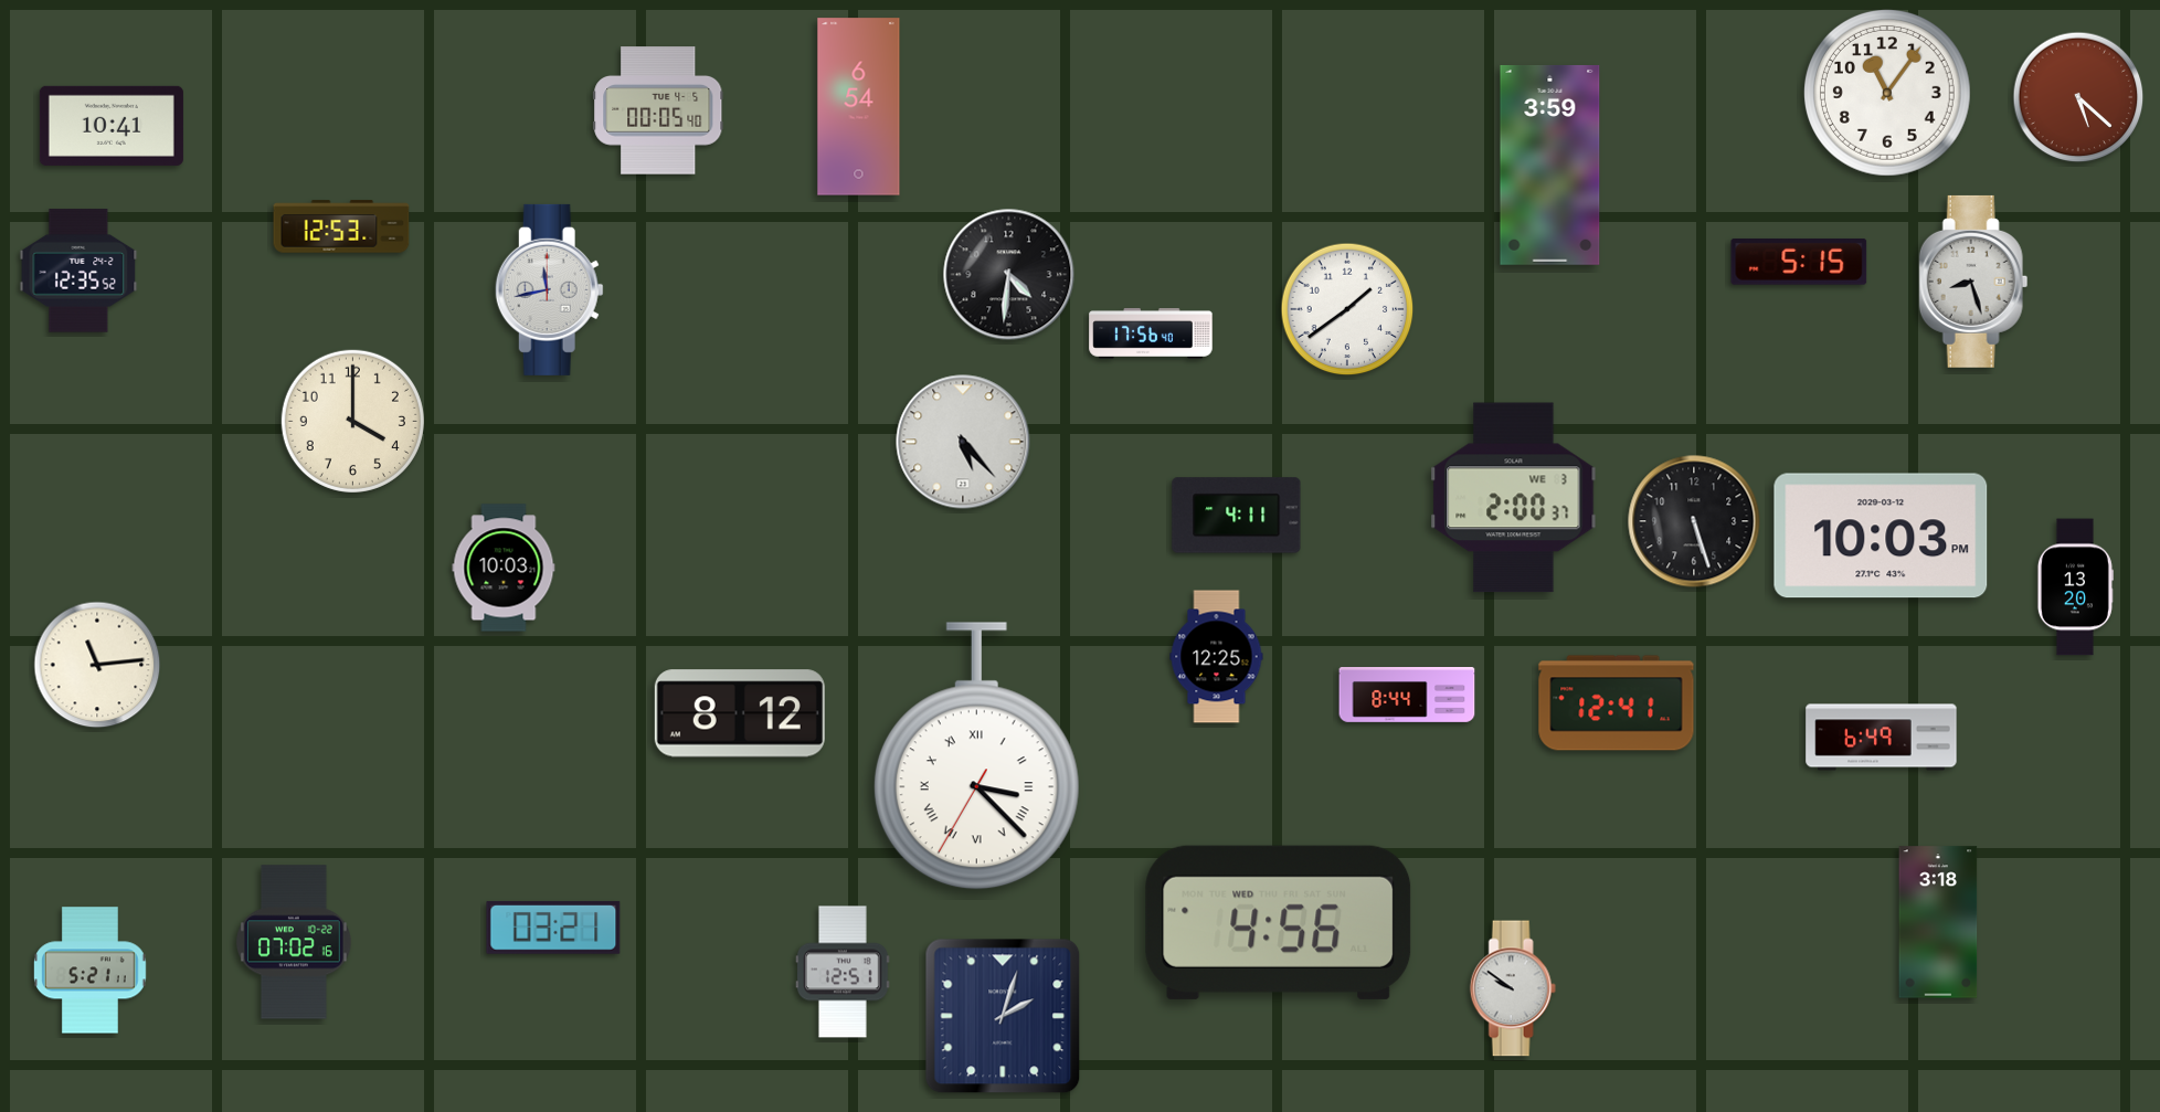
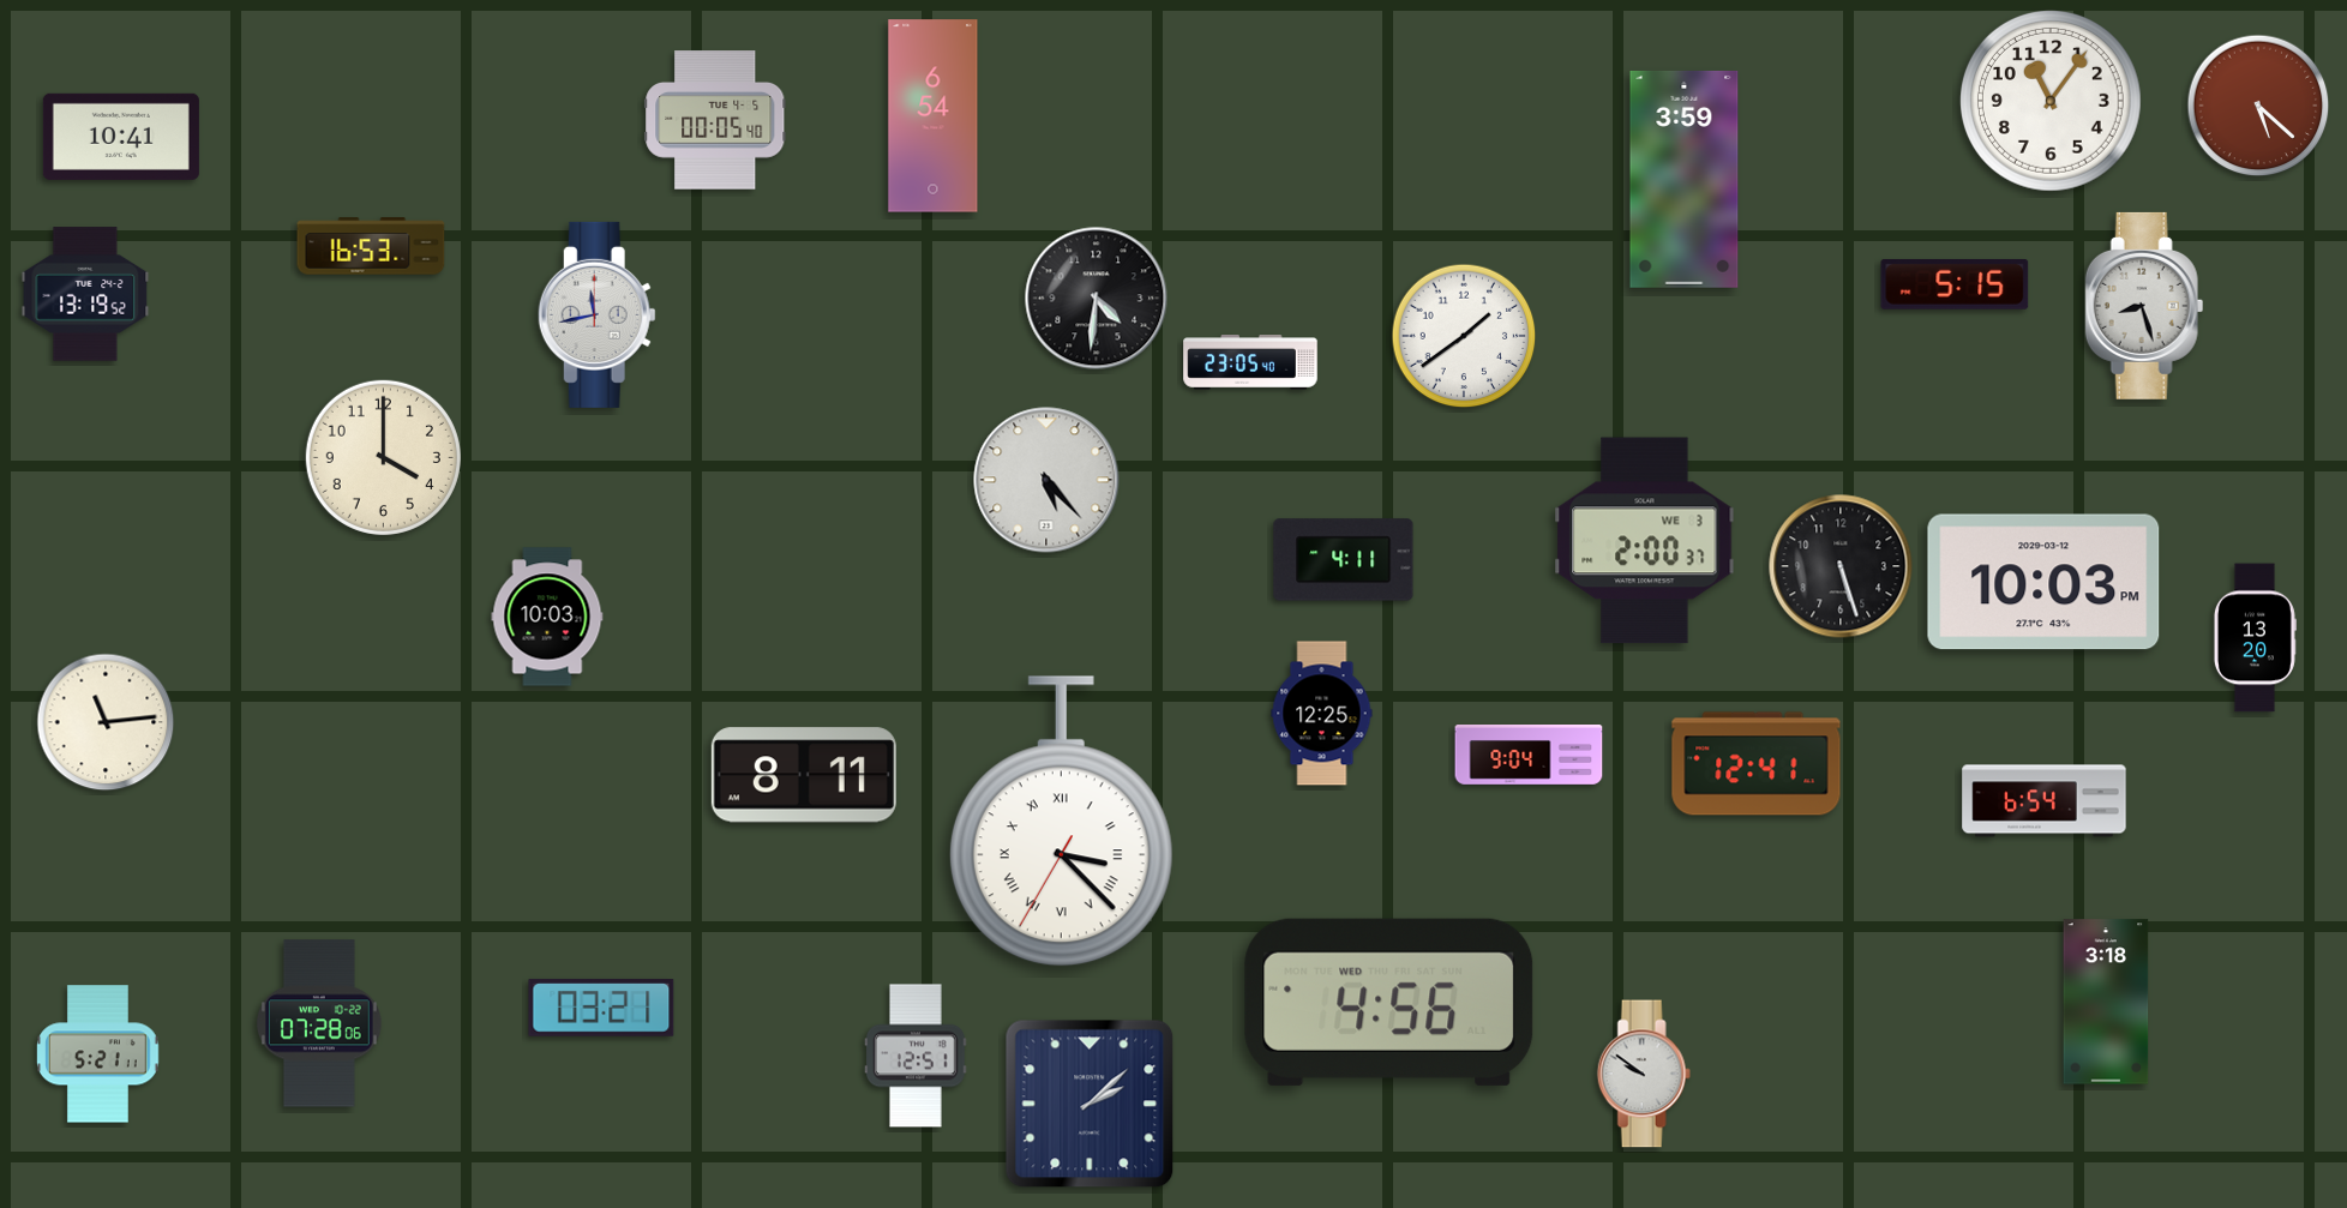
clock at (341, 226): 12:53 -> 16:53
clock at (78, 271): 12:35 -> 13:19
clock at (1151, 333): 17:56 -> 23:05
clock at (1407, 696): 8:44 -> 9:04
clock at (740, 713): 8:12 -> 8:11
clock at (1882, 738): 6:49 -> 6:54
clock at (294, 942): 07:02 -> 07:28
clock at (1003, 1016): 2:03 -> 2:08
